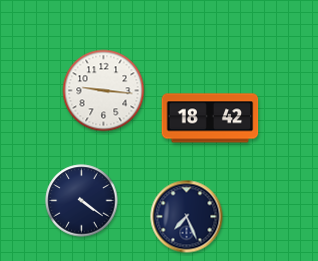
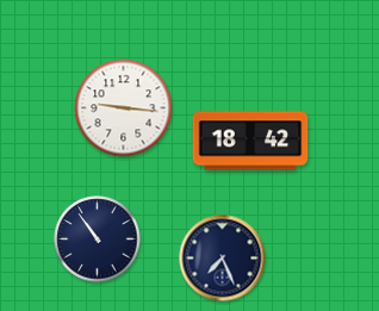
clock at (82, 201): 4:21 -> 10:54
